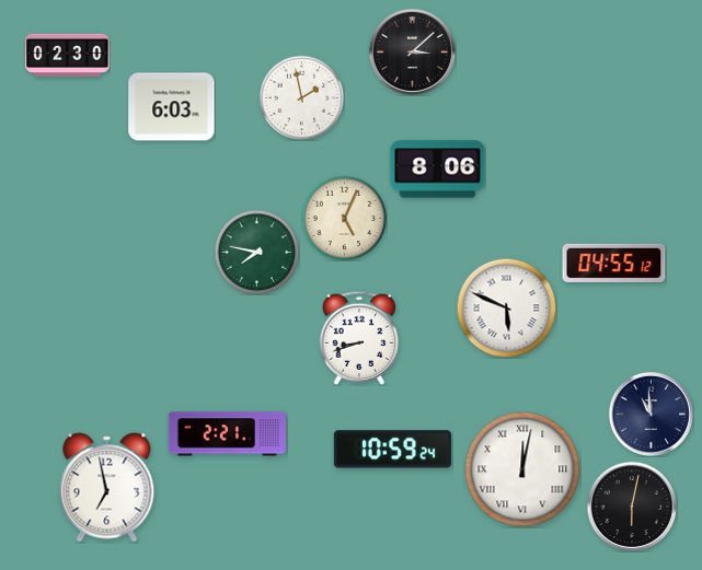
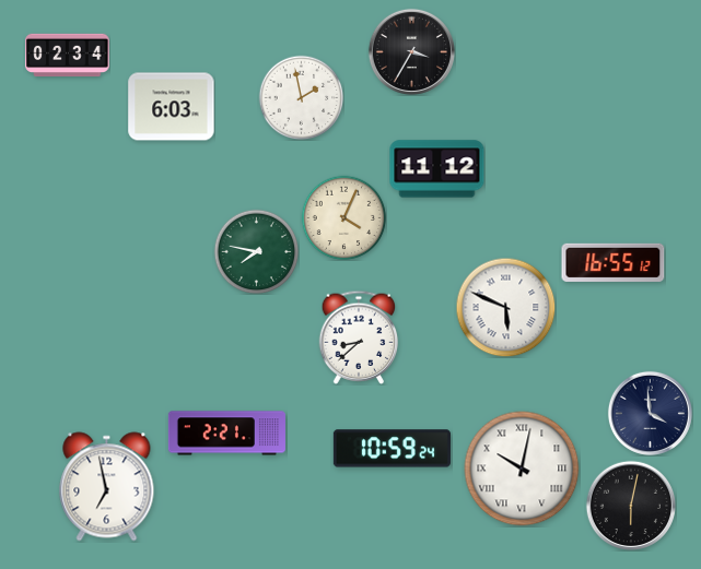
clock at (412, 51): 3:08 -> 3:35
clock at (68, 55): 02:30 -> 02:34
clock at (438, 170): 8:06 -> 11:12
clock at (344, 218): 5:04 -> 4:04
clock at (614, 263): 04:55 -> 16:55
clock at (359, 338): 8:42 -> 8:38
clock at (651, 414): 10:59 -> 3:59
clock at (522, 469): 12:02 -> 10:02
